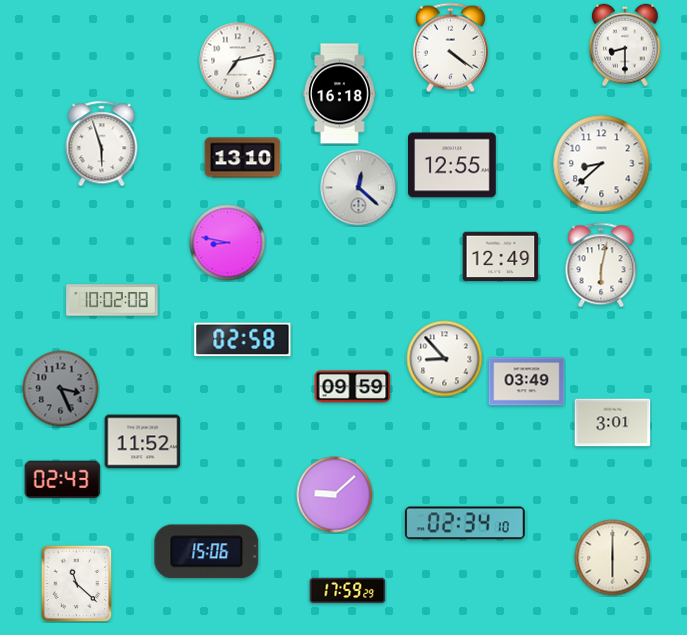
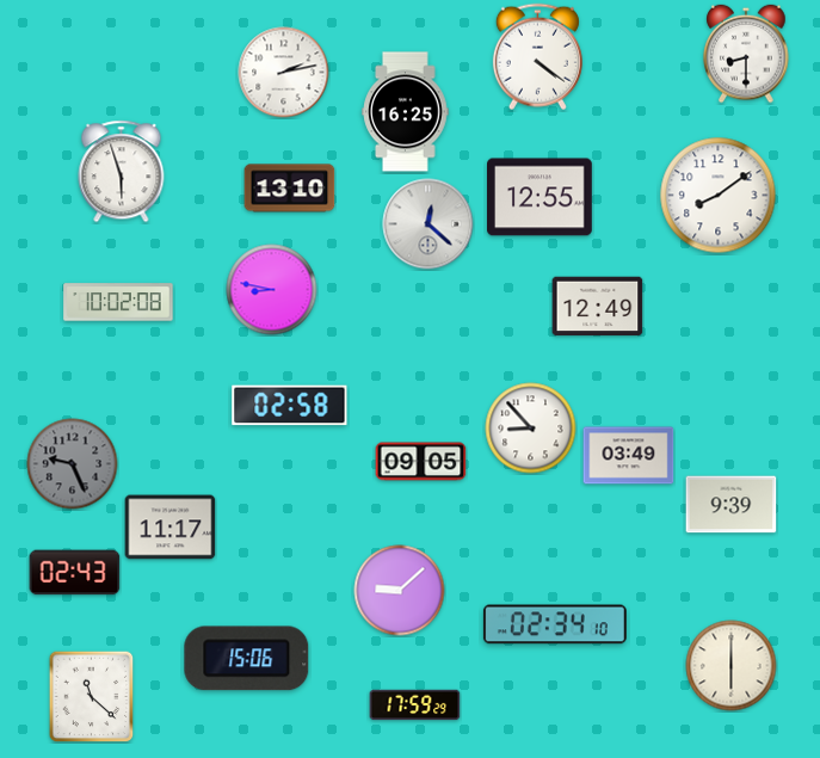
clock at (238, 61): 7:13 -> 2:13
clock at (340, 94): 16:18 -> 16:25
clock at (602, 164): 8:38 -> 8:09
clock at (601, 265): 6:02 -> none
clock at (112, 300) position: (112, 300) -> (118, 302)
clock at (353, 387): 09:59 -> 09:05
clock at (61, 389): 3:26 -> 9:26
clock at (613, 423): 3:01 -> 9:39
clock at (143, 442): 11:52 -> 11:17
